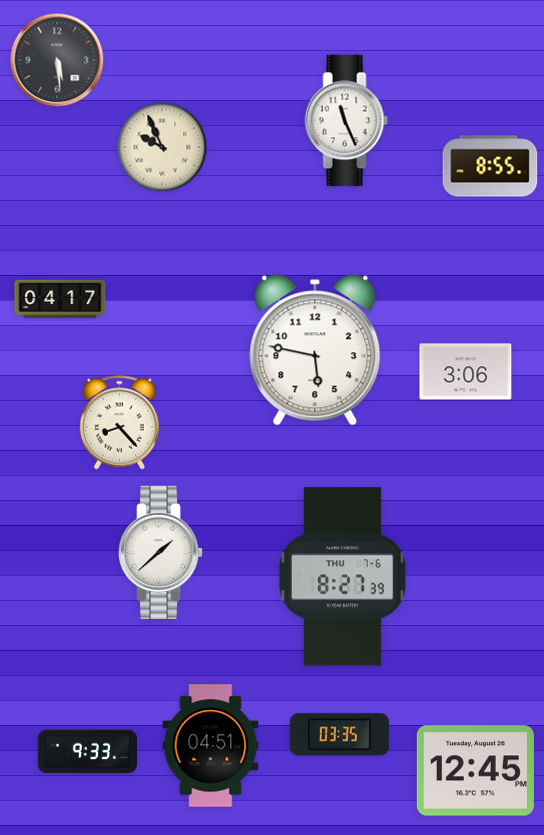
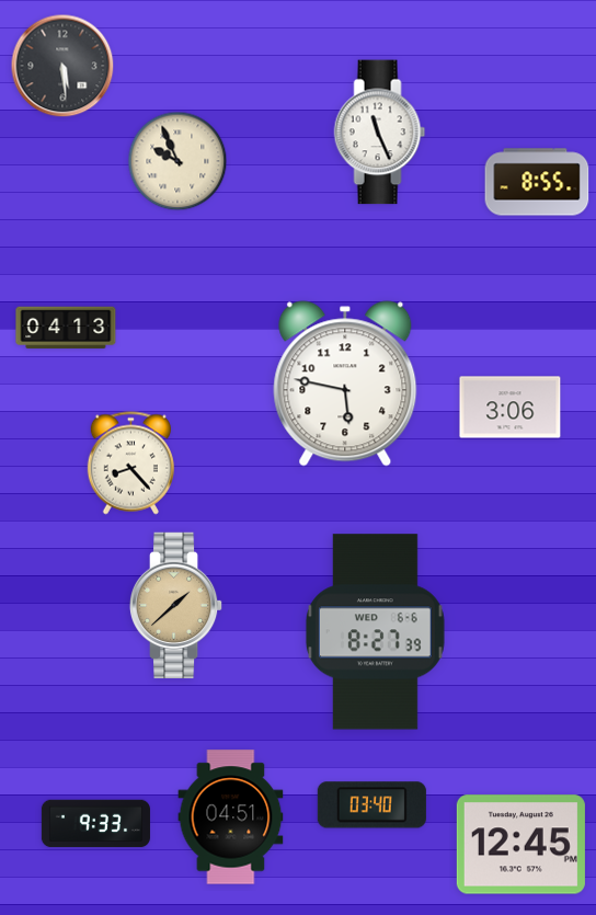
clock at (60, 299): 04:17 -> 04:13
clock at (161, 553) dial: white -> champagne
clock at (342, 577) date: THU 7-6 -> WED 6-6
clock at (339, 735): 03:35 -> 03:40
